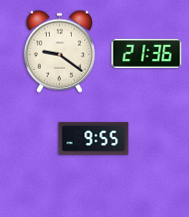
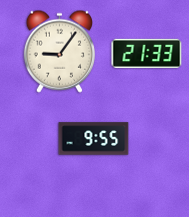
clock at (59, 51): 9:21 -> 9:06
clock at (147, 53): 21:36 -> 21:33
